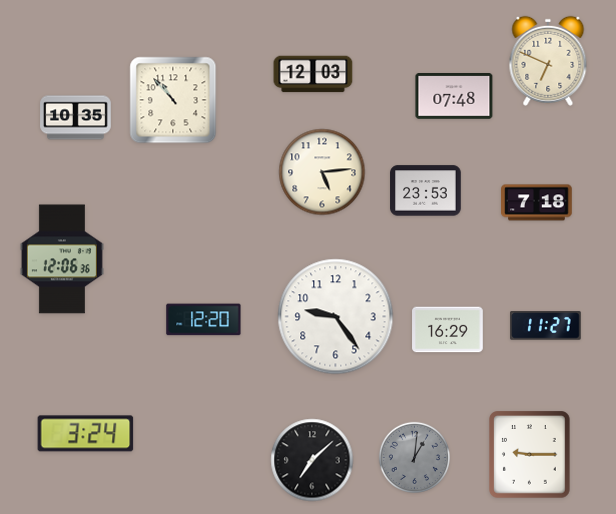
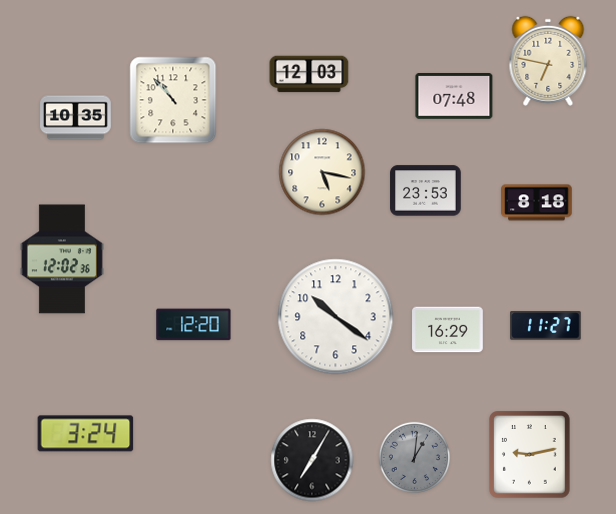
clock at (548, 61): 6:49 -> 6:47
clock at (313, 74) position: (313, 74) -> (309, 74)
clock at (322, 172): 5:14 -> 5:17
clock at (537, 203): 7:18 -> 8:18
clock at (62, 259): 12:06 -> 12:02
clock at (336, 317): 9:24 -> 10:21
clock at (204, 320) position: (204, 320) -> (194, 325)
clock at (530, 455): 9:15 -> 9:13
clock at (312, 460): 7:08 -> 7:05
